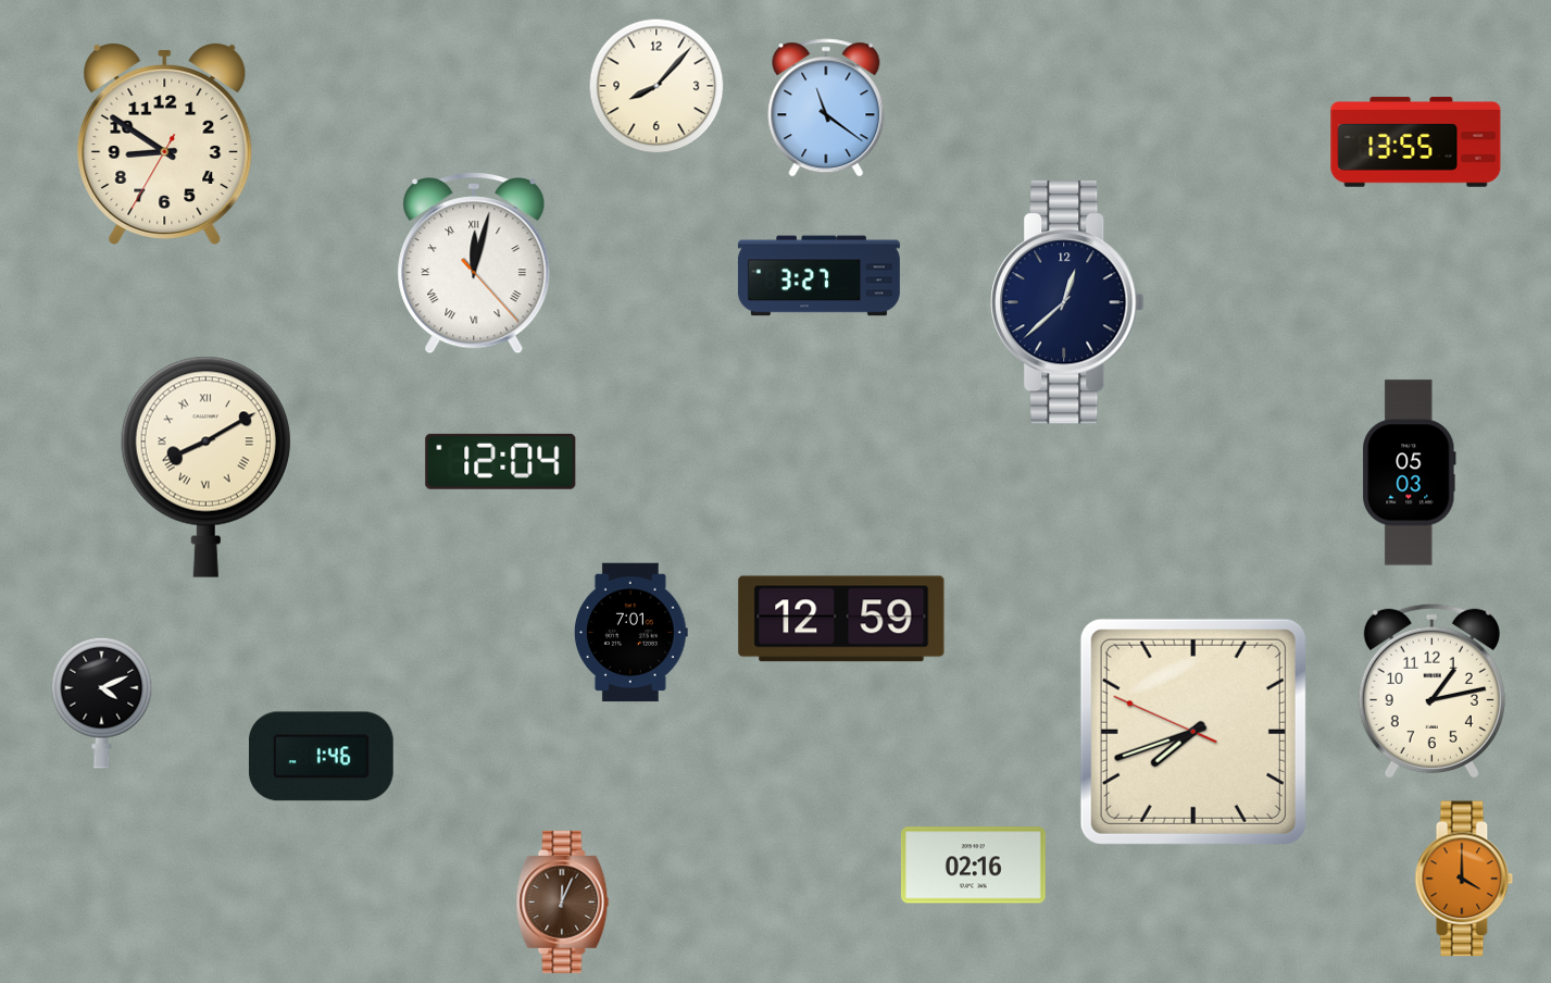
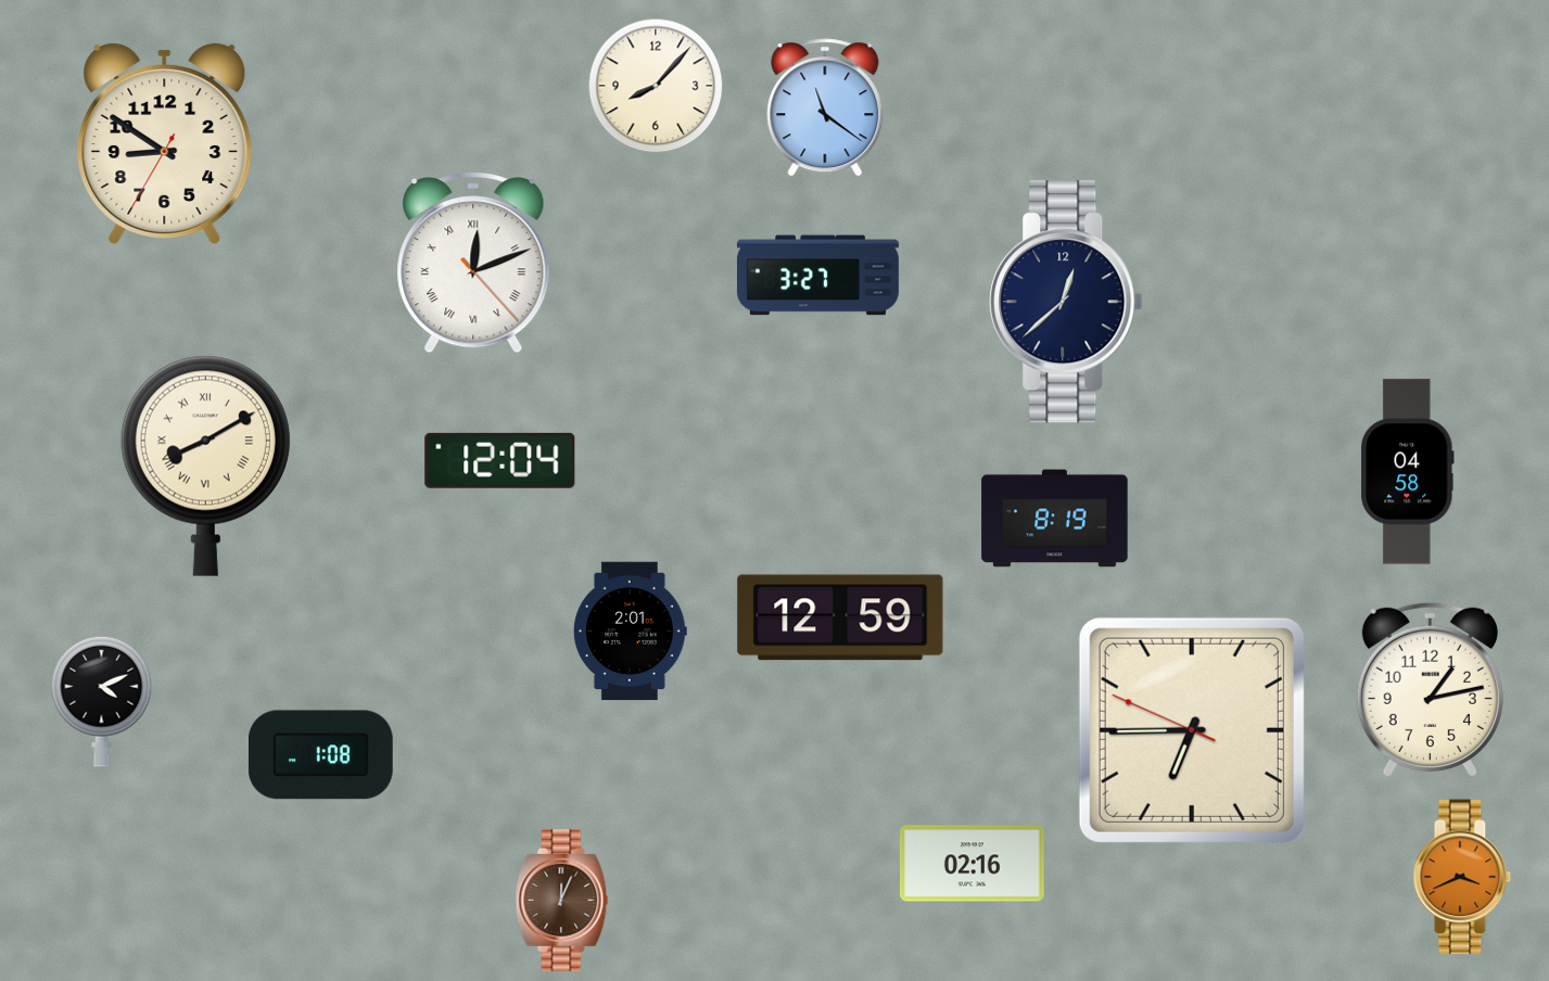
clock at (1416, 142): 13:55 -> none
clock at (474, 263): 12:02 -> 12:11
clock at (1410, 473): 05:03 -> 04:58
clock at (1055, 519): none -> 8:19
clock at (630, 633): 7:01 -> 2:01
clock at (1193, 732): 7:41 -> 6:44
clock at (321, 757): 1:46 -> 1:08
clock at (1464, 879): 4:00 -> 3:41
